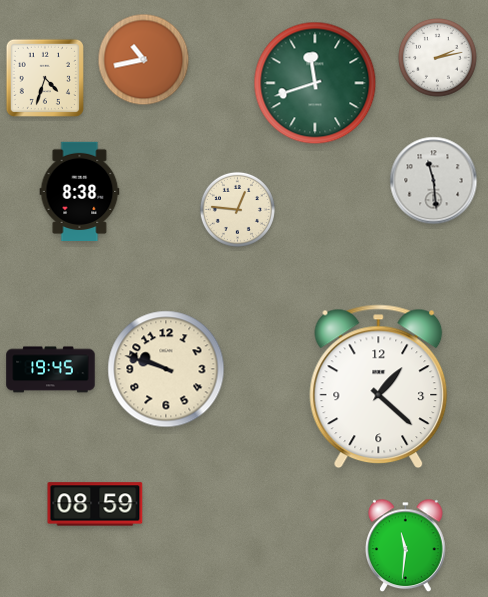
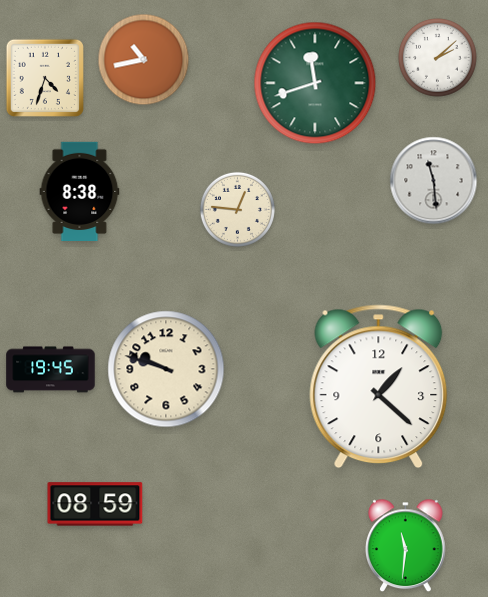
clock at (438, 58): 2:13 -> 2:08
